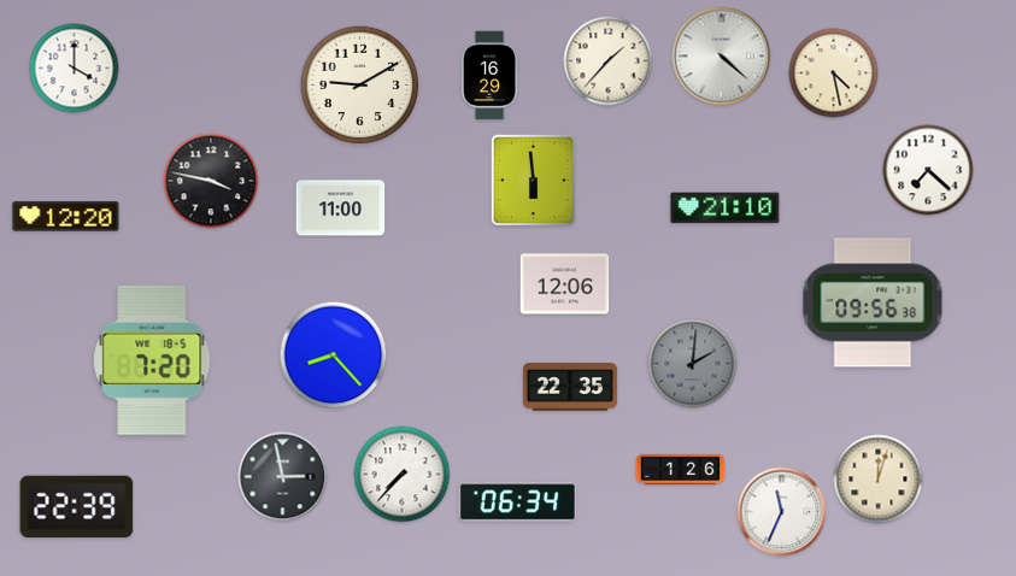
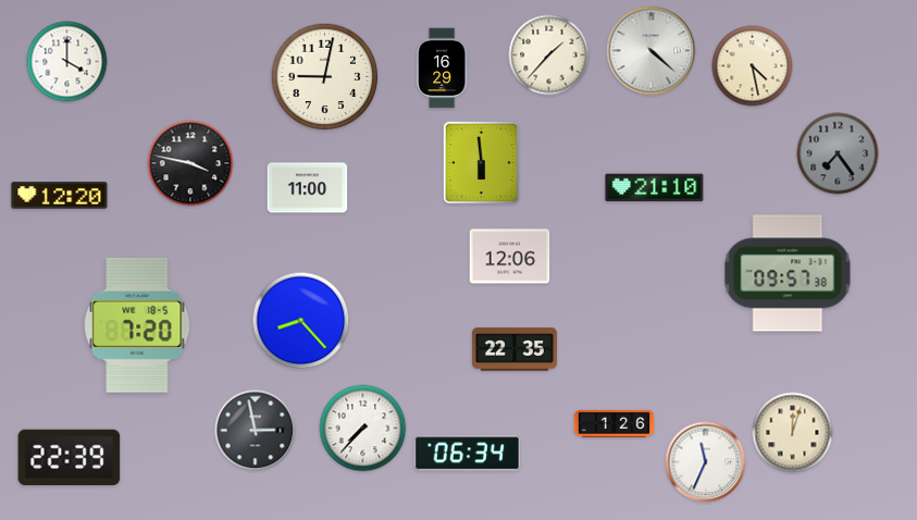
clock at (360, 86): 9:10 -> 9:02
clock at (928, 170): 7:22 -> 7:24
clock at (928, 170) dial: white -> grey
clock at (873, 302): 09:56 -> 09:57
clock at (693, 364): 2:01 -> none
